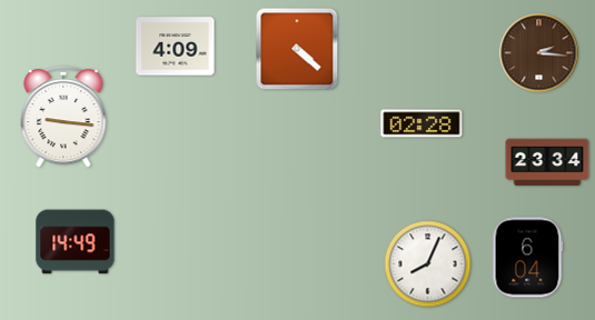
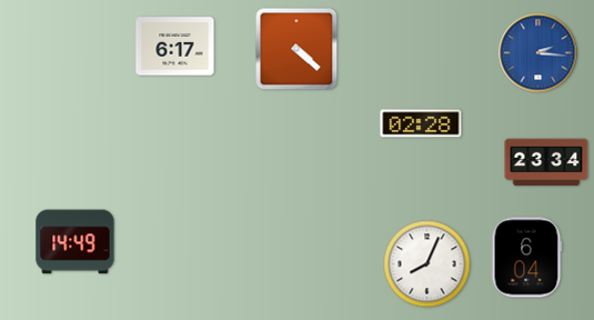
clock at (176, 47): 4:09 -> 6:17
clock at (539, 53) dial: brown -> blue
clock at (63, 117): 9:16 -> none
